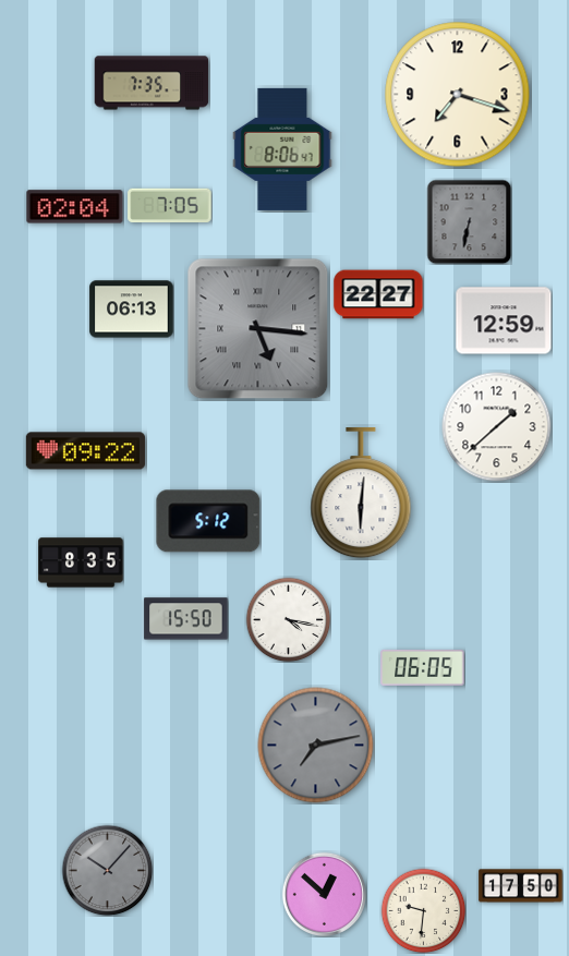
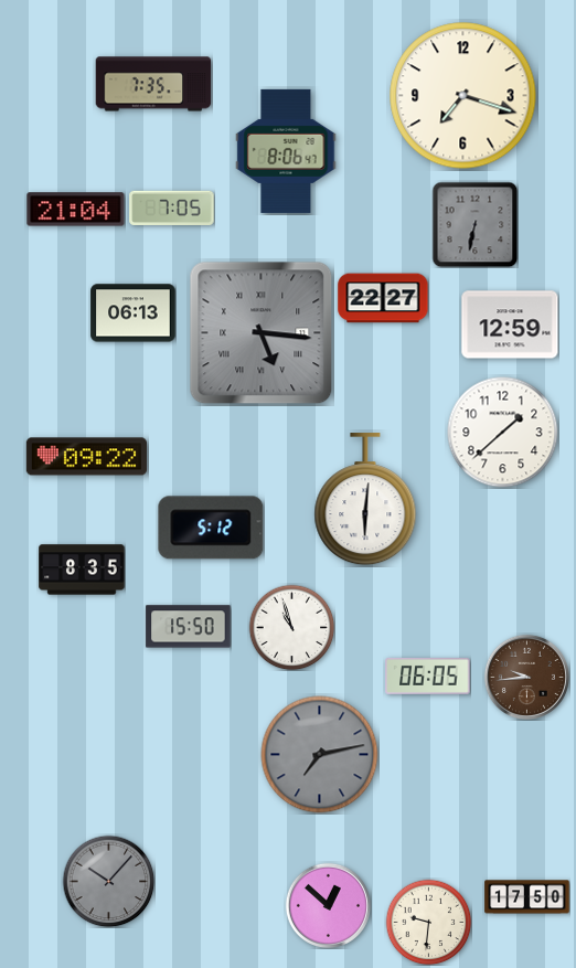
clock at (75, 207): 02:04 -> 21:04
clock at (288, 619): 4:17 -> 10:57
clock at (526, 677): none -> 9:44
